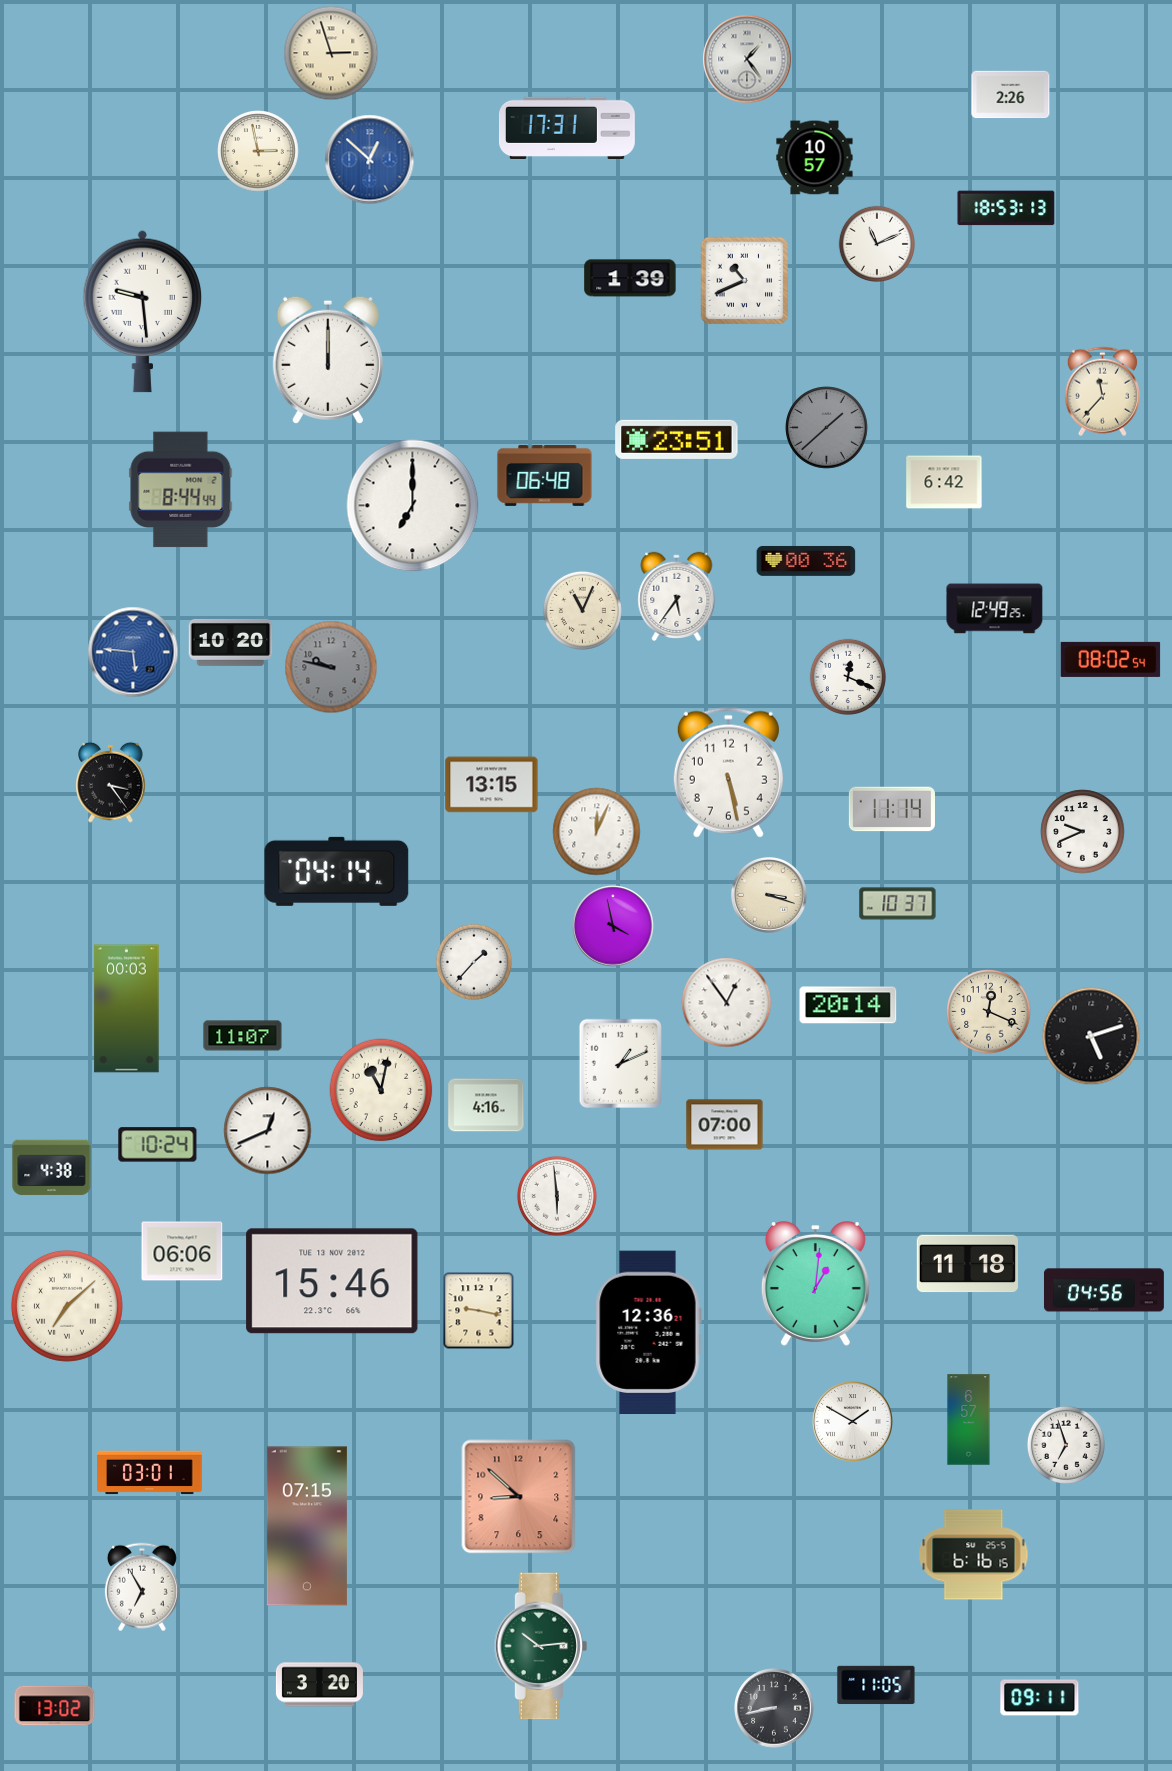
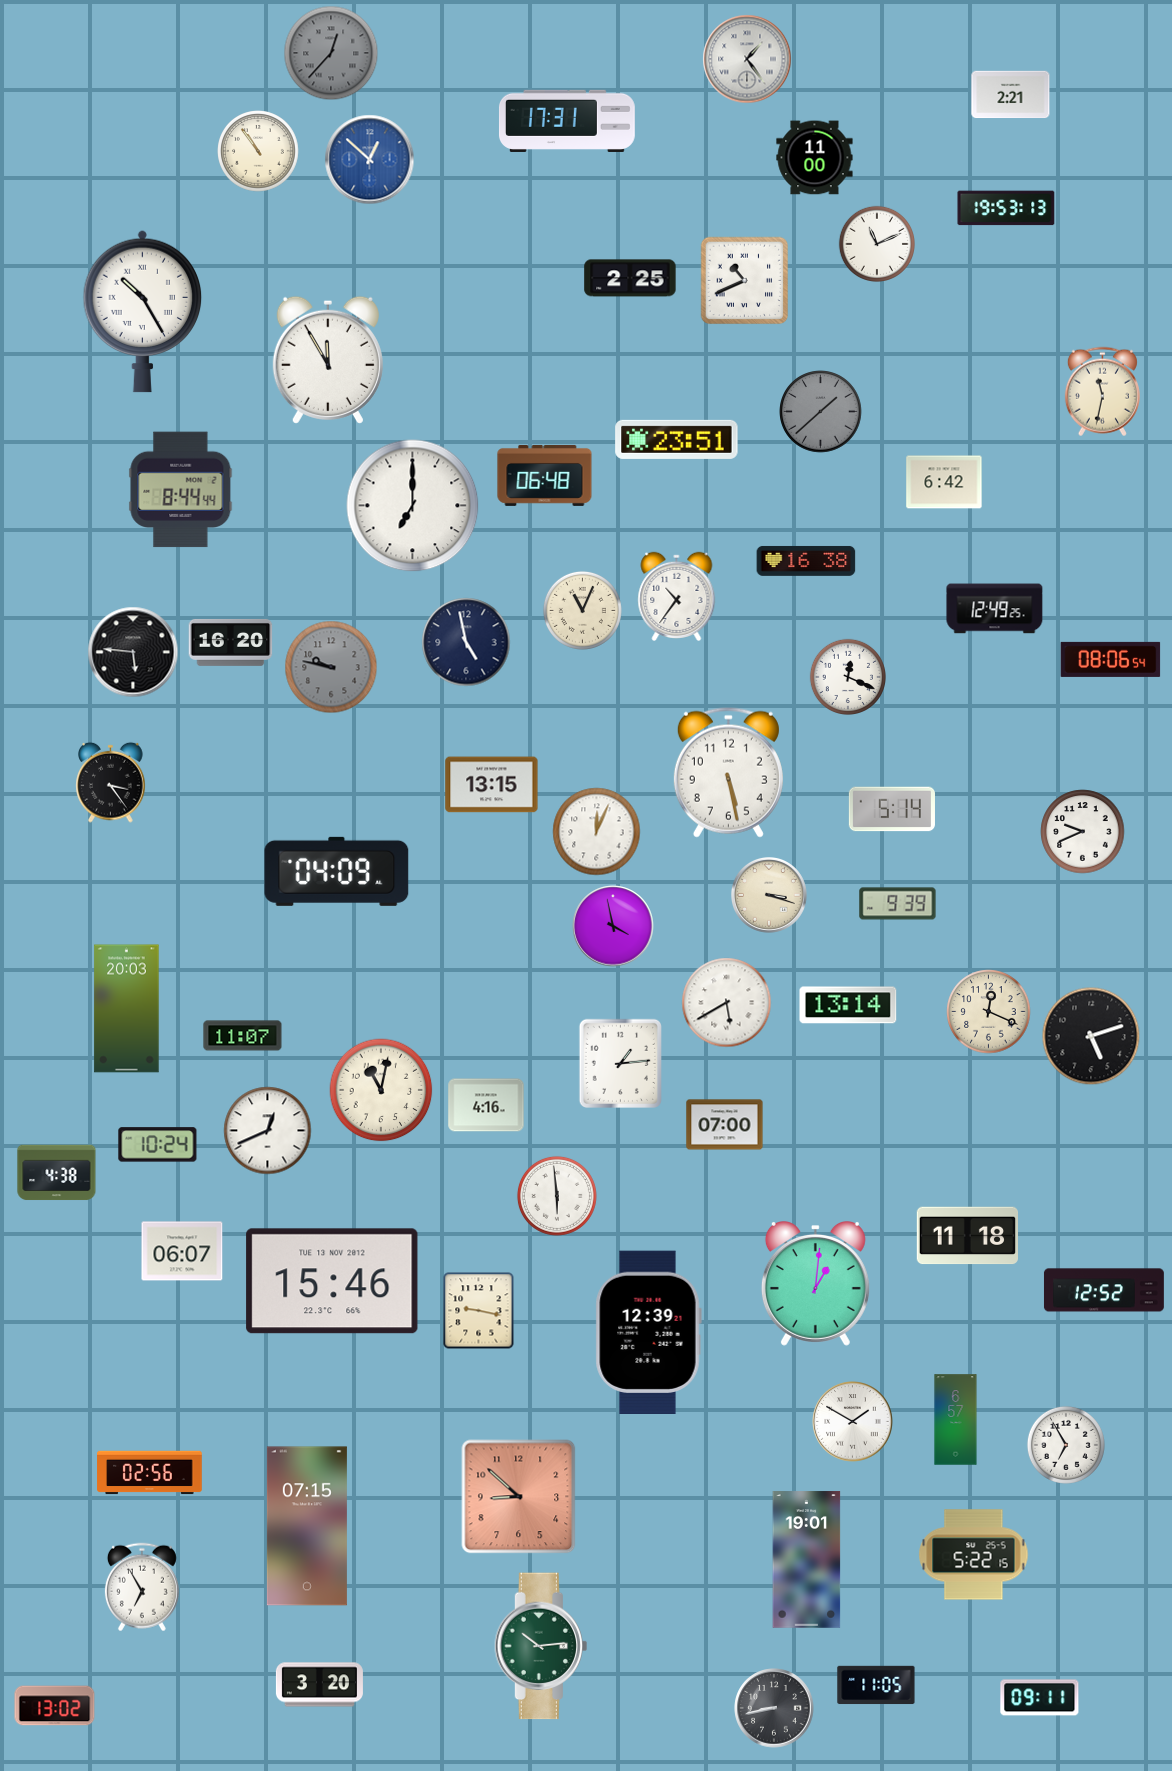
clock at (331, 53): 2:57 -> 12:37
clock at (331, 53) dial: cream -> grey
clock at (1011, 95): 2:26 -> 2:21
clock at (567, 127) position: (567, 127) -> (567, 120)
clock at (259, 152): 2:58 -> 10:54
clock at (815, 158): 10:57 -> 11:00
clock at (1006, 208): 18:53 -> 19:53
clock at (630, 278): 1:39 -> 2:25
clock at (143, 311): 9:29 -> 10:25
clock at (328, 360): 12:00 -> 11:55
clock at (1102, 392): 11:37 -> 11:32
clock at (827, 428) position: (827, 428) -> (821, 412)
clock at (806, 561): 00:36 -> 16:38
clock at (677, 596): 5:36 -> 10:36
clock at (231, 642): 10:20 -> 16:20
clock at (466, 642): none -> 4:58
clock at (133, 652) dial: blue -> black
clock at (1111, 659): 08:02 -> 08:06
clock at (892, 809): 11:14 -> 5:14
clock at (337, 871): 04:14 -> 04:09
clock at (898, 904): 10:37 -> 9:39
clock at (473, 961): 1:37 -> none
clock at (727, 1003): 12:54 -> 5:40
clock at (848, 1005): 20:14 -> 13:14
clock at (127, 1009): 00:03 -> 20:03
clock at (620, 1063): 1:11 -> 1:14
clock at (52, 1168) position: (52, 1168) -> (57, 1173)
clock at (182, 1251): 06:06 -> 06:07
clock at (967, 1264) position: (967, 1264) -> (967, 1236)
clock at (1104, 1290): 04:56 -> 12:52
clock at (67, 1306): 7:08 -> none
clock at (648, 1332): 12:36 -> 12:39
clock at (969, 1420) position: (969, 1420) -> (956, 1420)
clock at (1066, 1445): 6:57 -> 6:55
clock at (150, 1473): 03:01 -> 02:56
clock at (974, 1555): 6:16 -> 5:22
clock at (807, 1560): none -> 19:01
